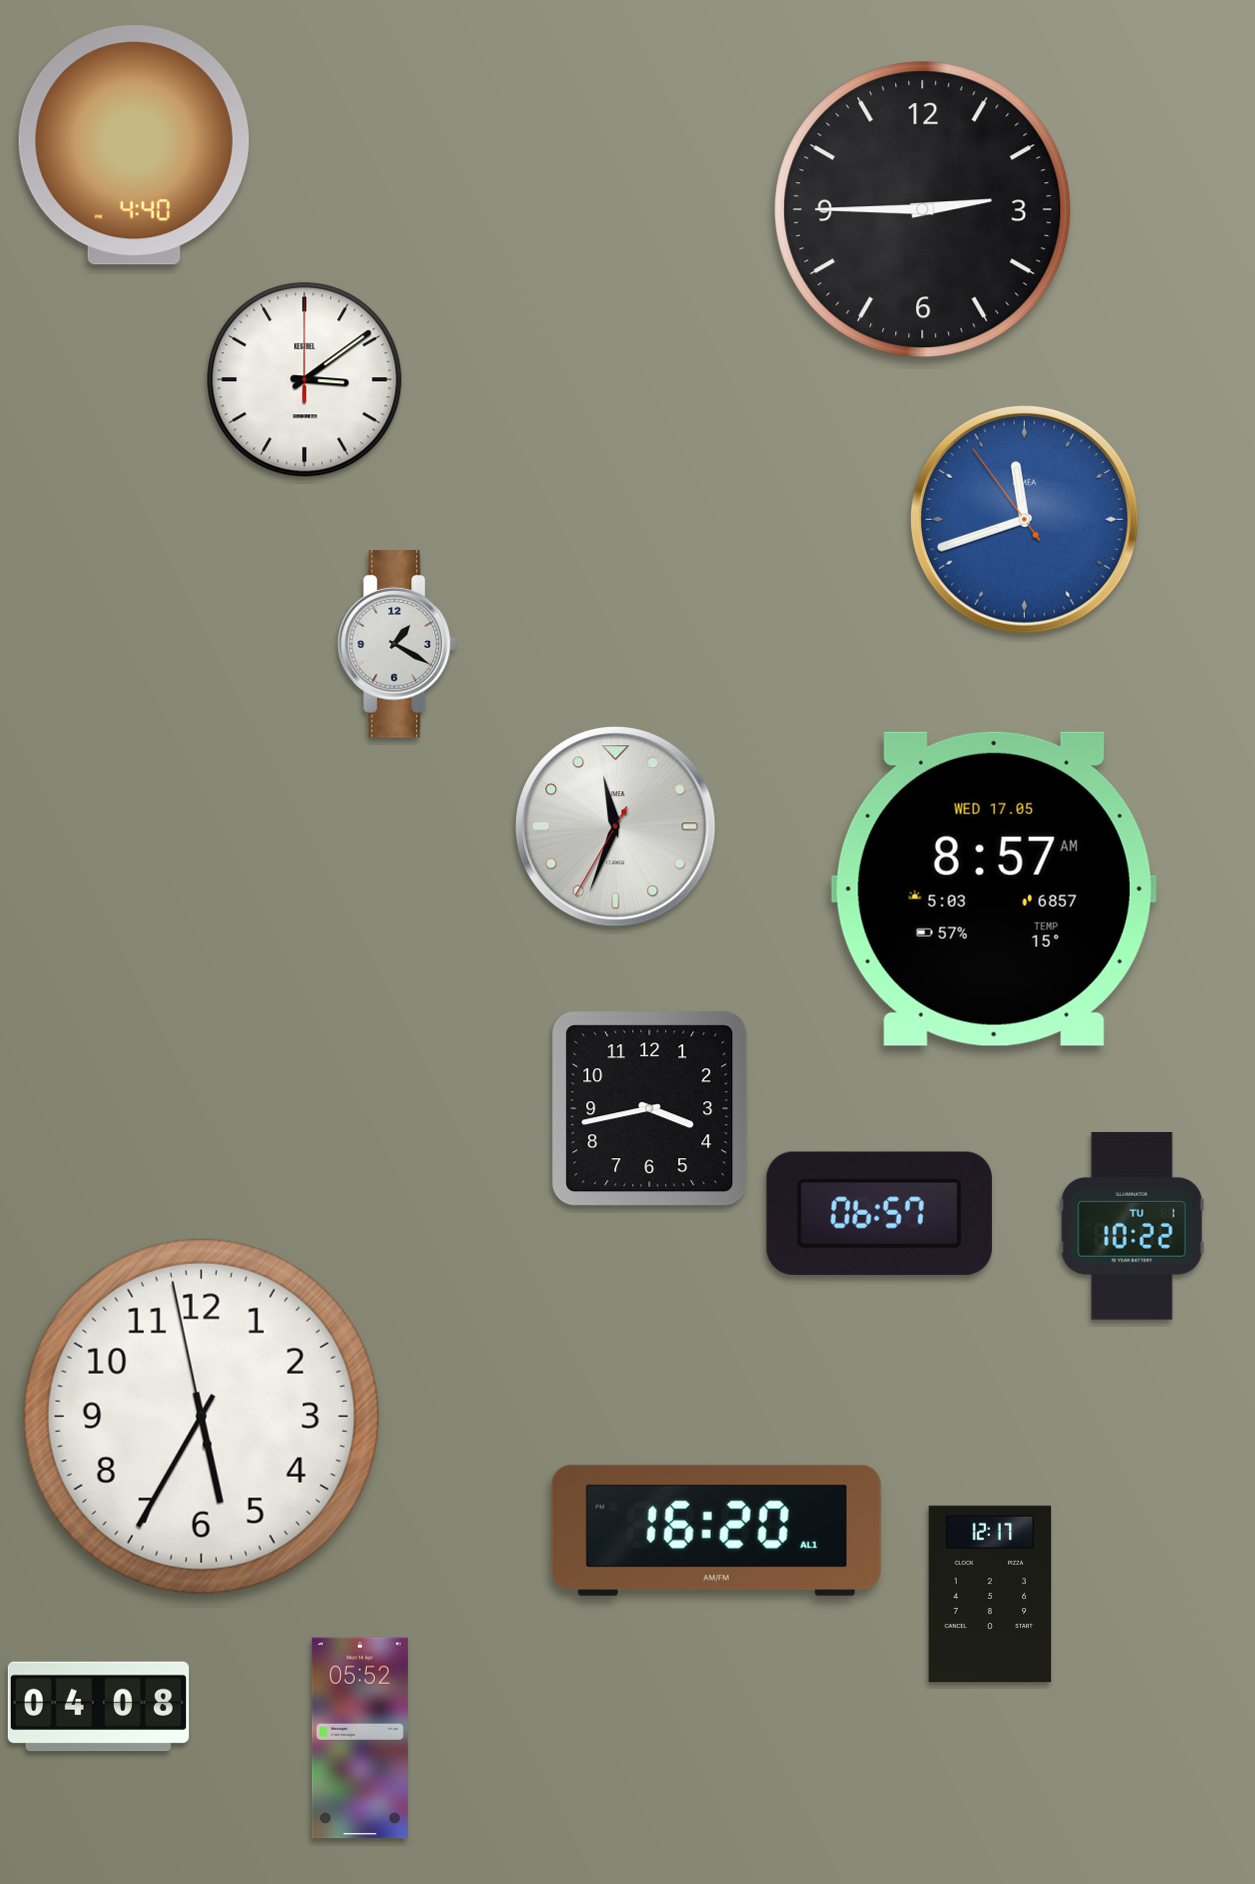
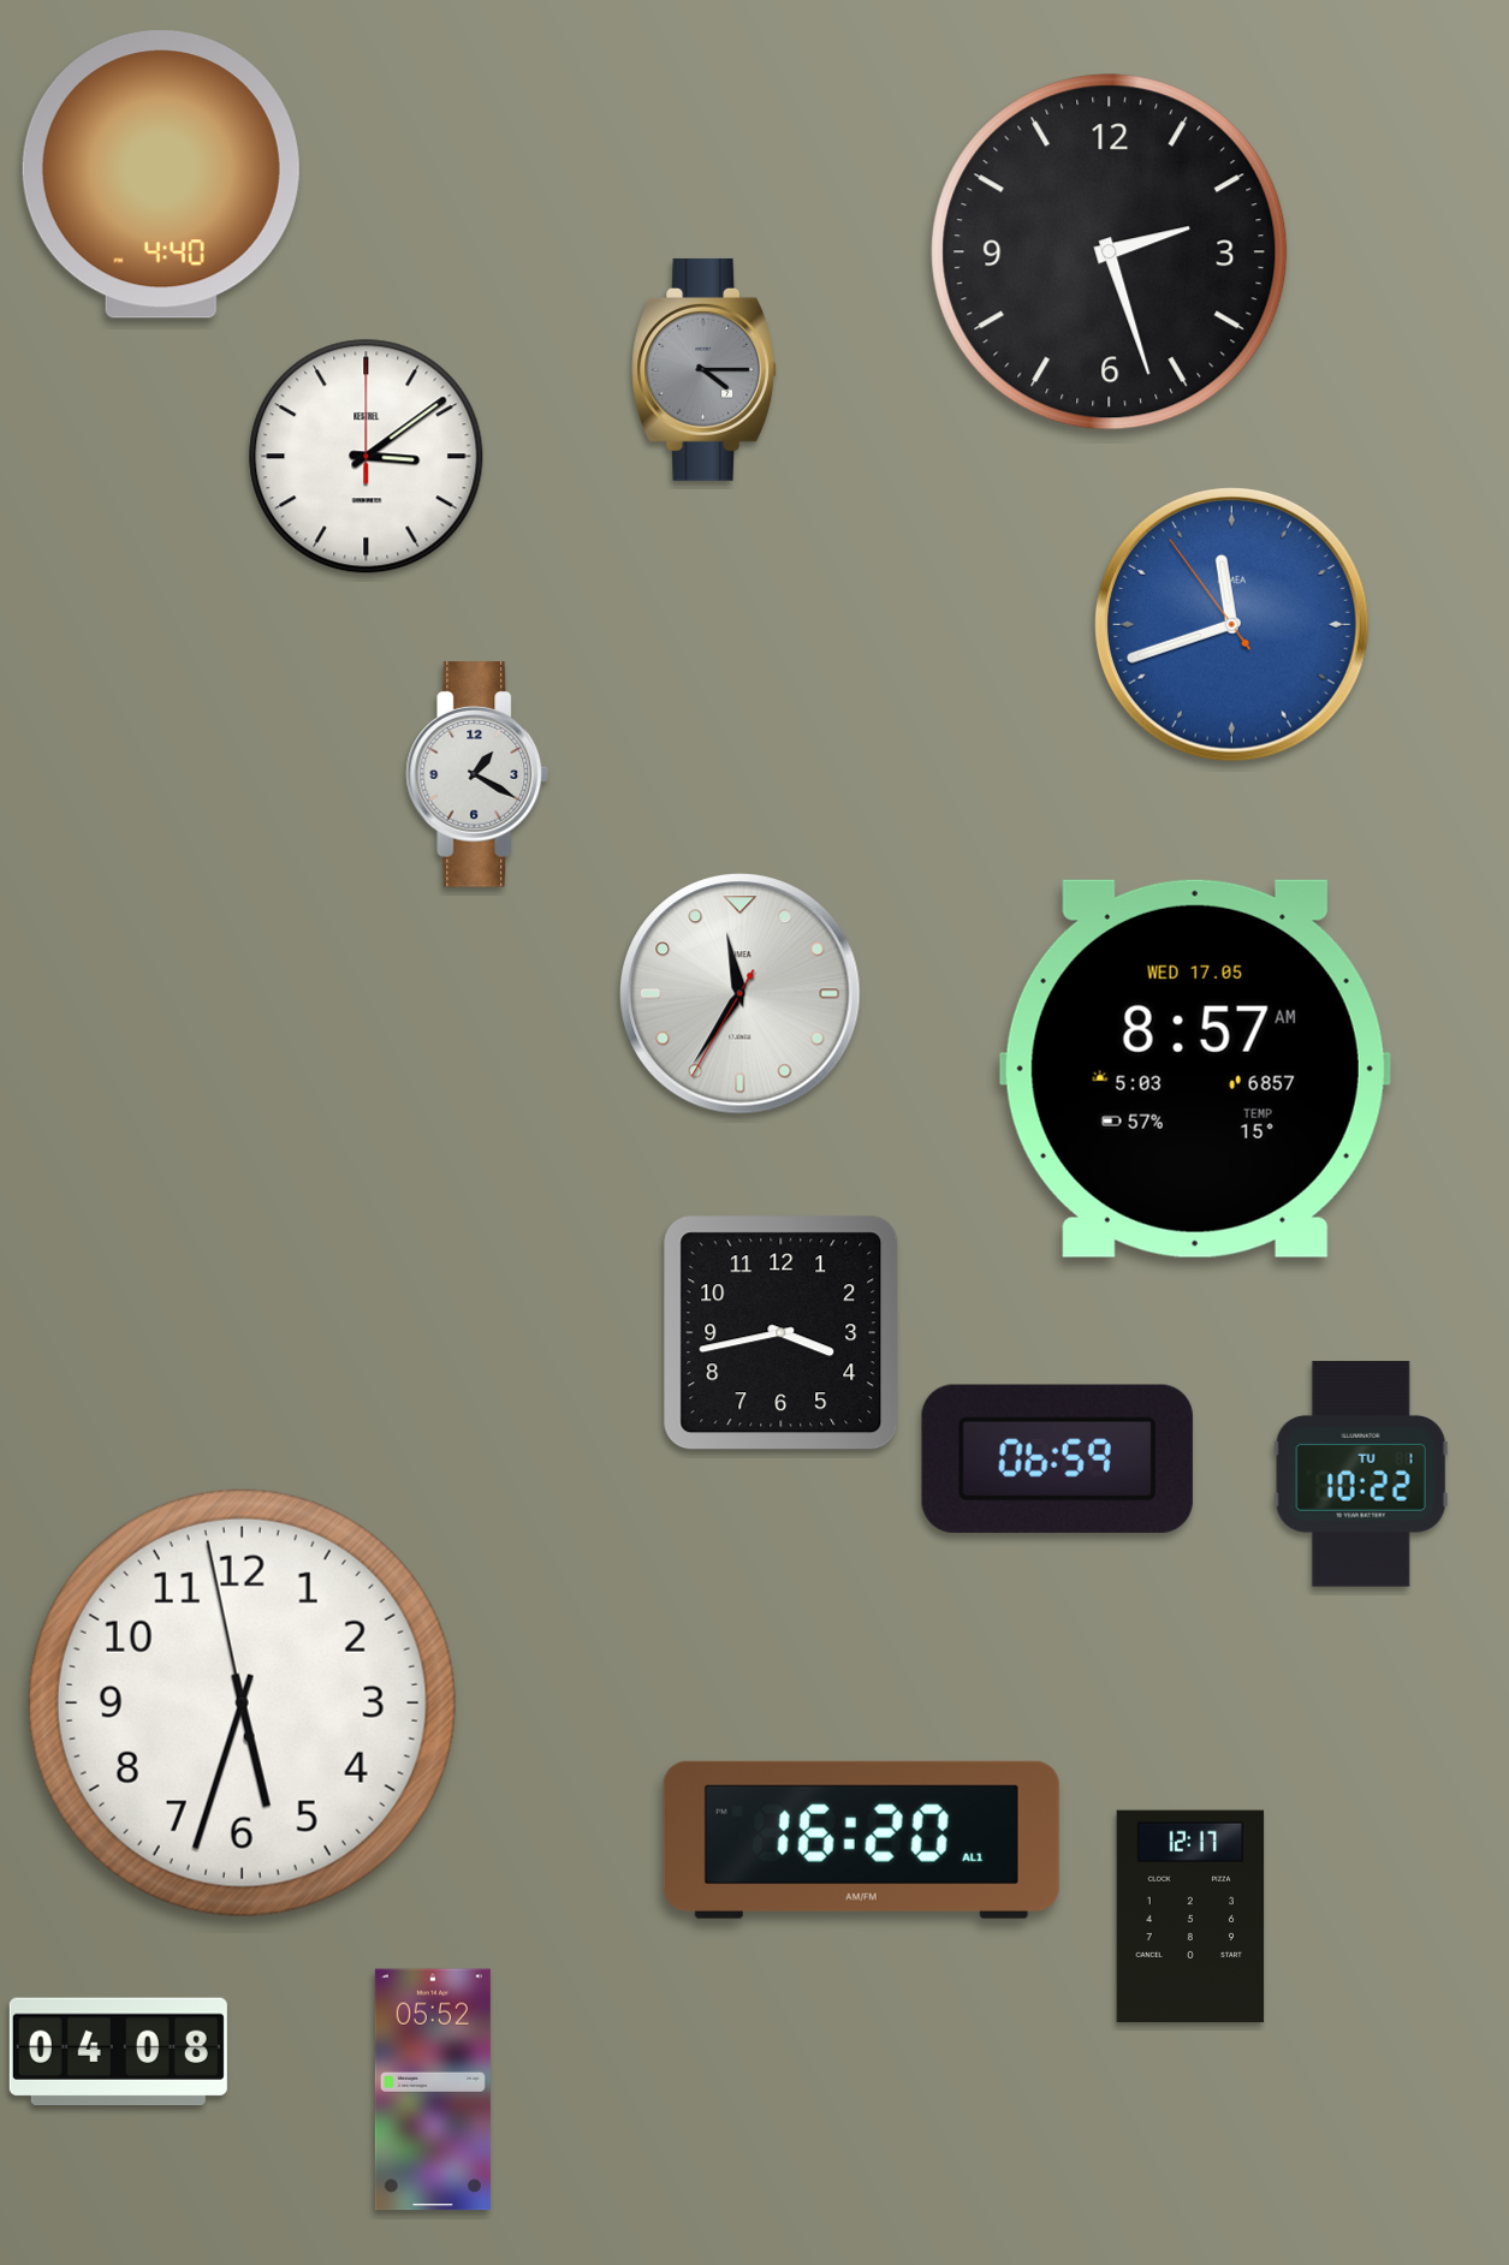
clock at (923, 210): 2:45 -> 2:27
clock at (705, 369): none -> 4:15
clock at (616, 827): 11:33 -> 11:35
clock at (879, 1213): 06:57 -> 06:59
clock at (201, 1416): 5:34 -> 5:32
